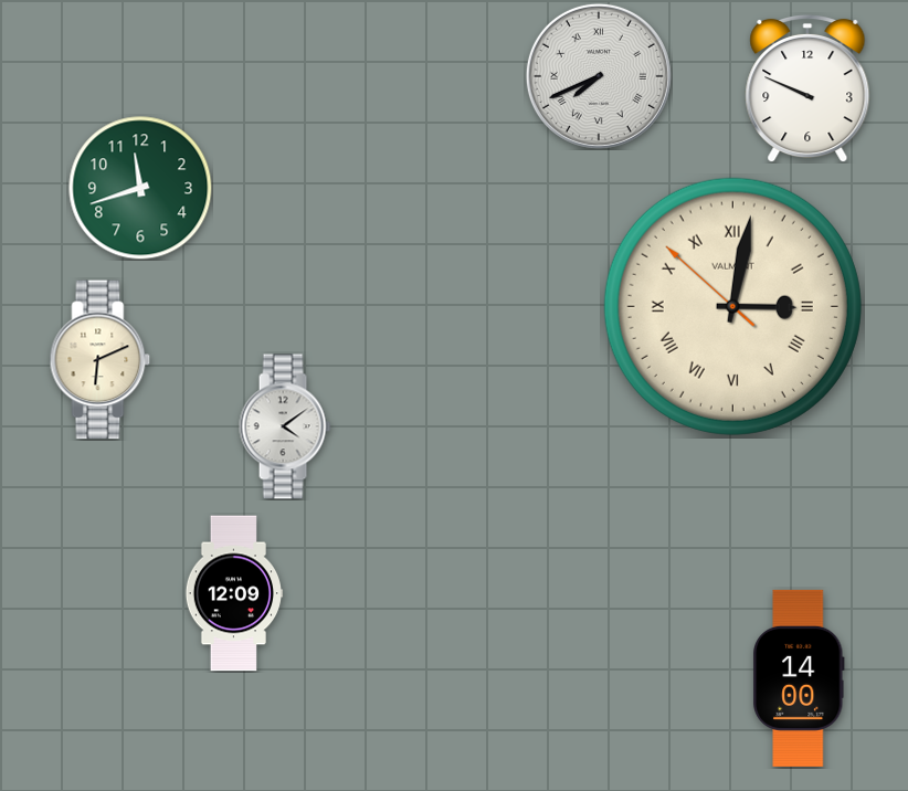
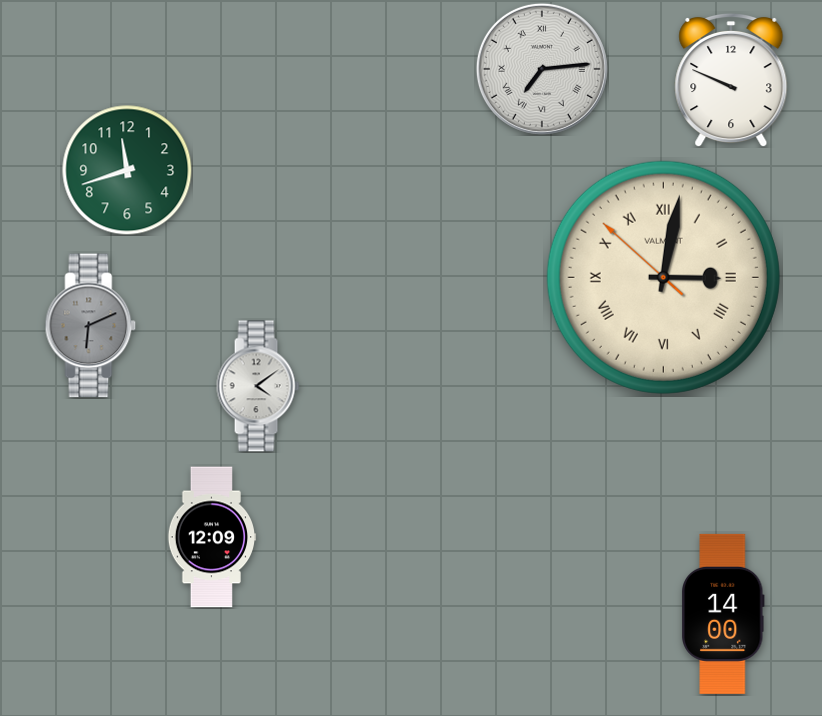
clock at (599, 76): 7:41 -> 7:14
clock at (101, 360) dial: cream -> grey
